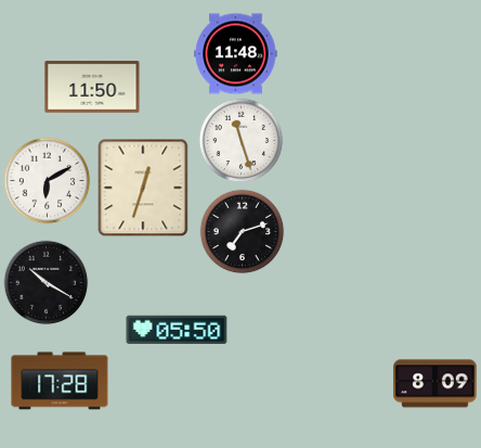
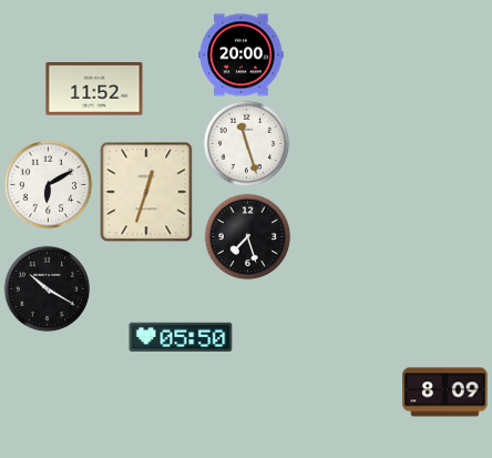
clock at (236, 54): 11:48 -> 20:00
clock at (92, 87): 11:50 -> 11:52
clock at (242, 231): 7:12 -> 7:27
clock at (60, 381): 17:28 -> none
